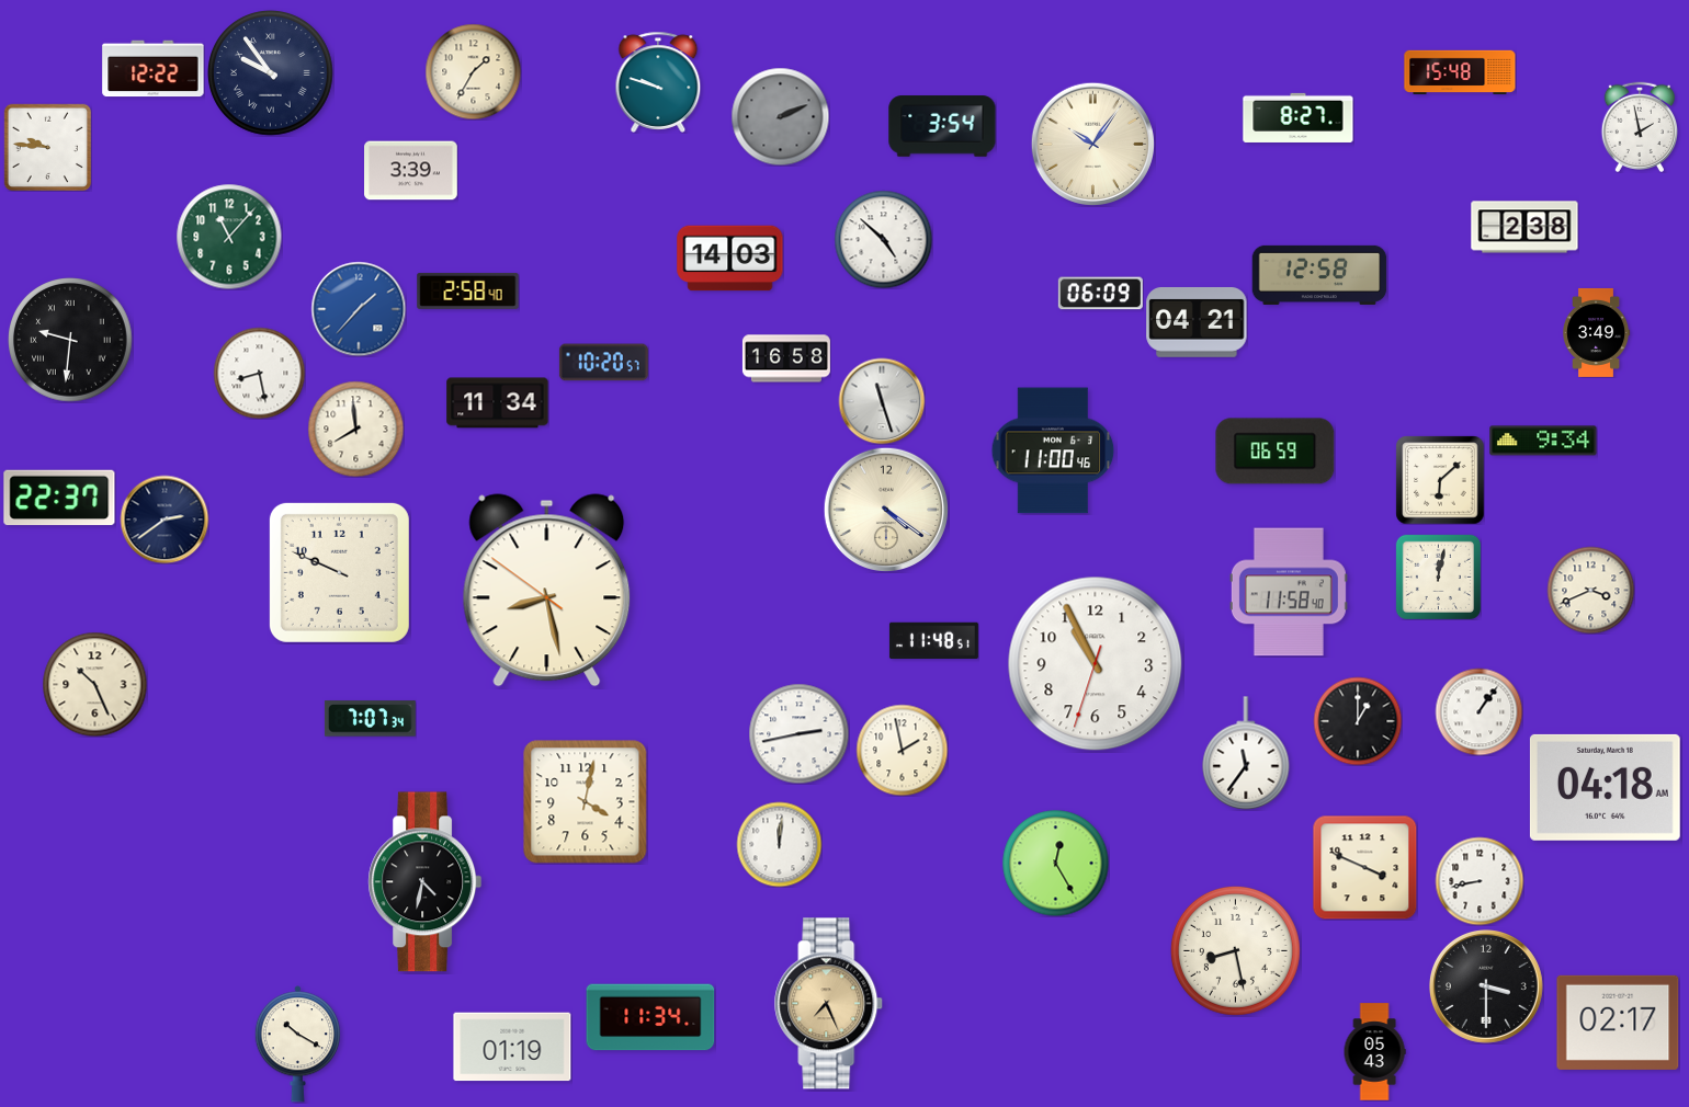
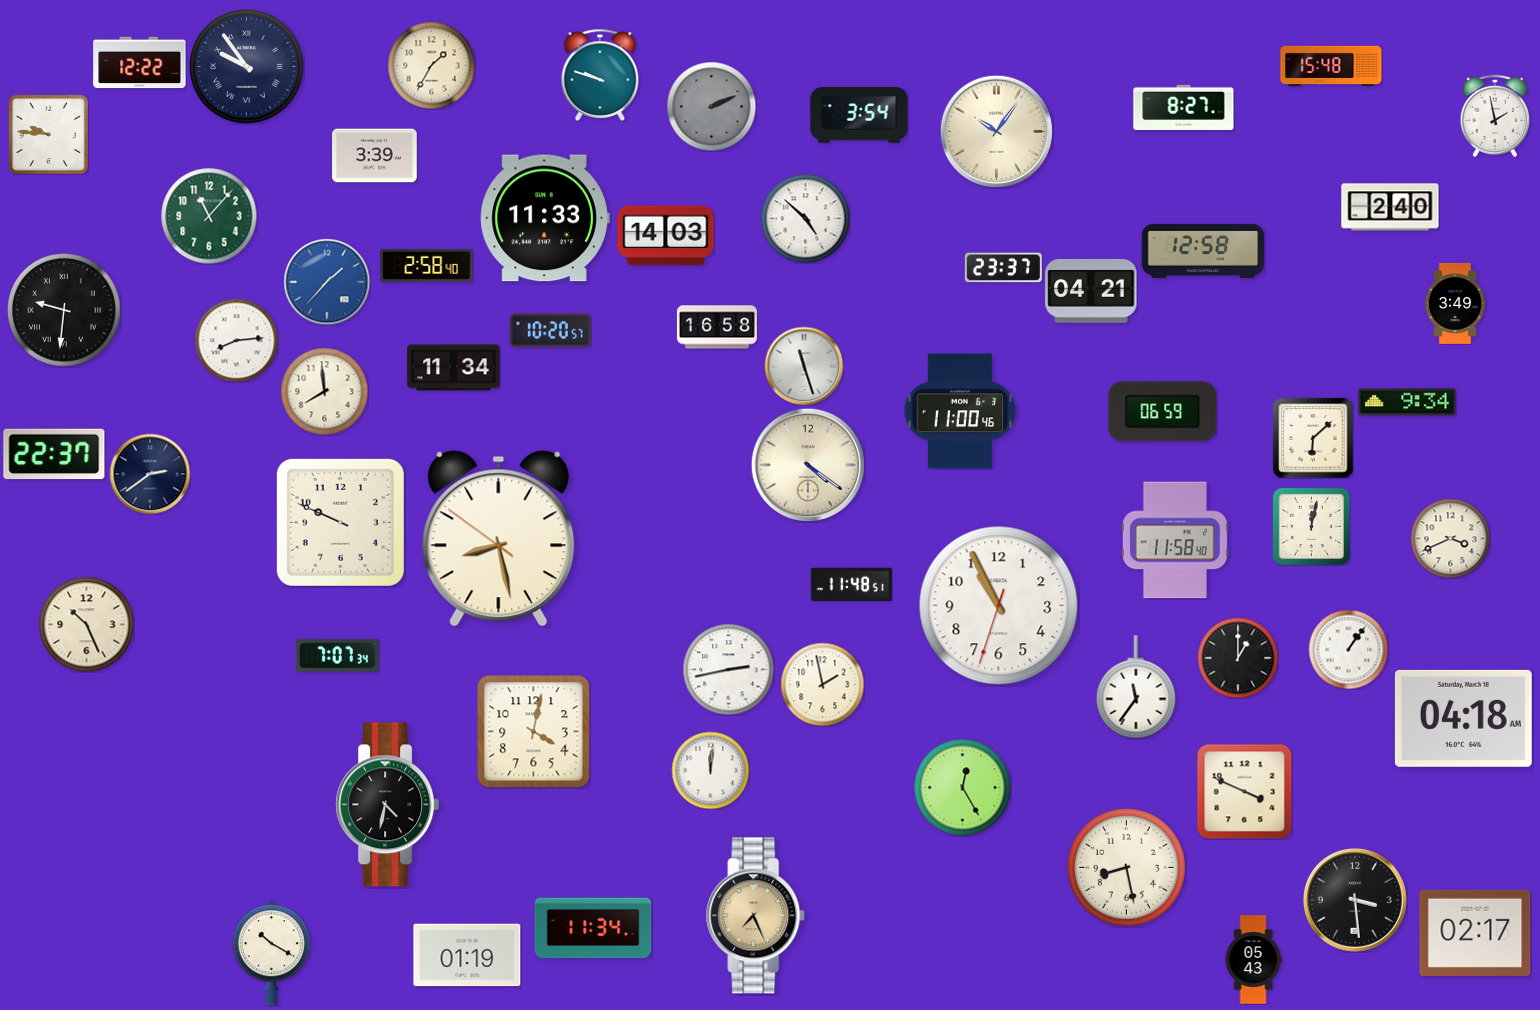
clock at (47, 147) position: (47, 147) -> (48, 134)
clock at (1524, 227): 2:38 -> 2:40
clock at (545, 218): none -> 11:33
clock at (1100, 294): 06:09 -> 23:37
clock at (1197, 322) position: (1197, 322) -> (1091, 291)
clock at (259, 373): 8:28 -> 8:14
clock at (339, 572) position: (339, 572) -> (340, 522)
clock at (1480, 881): 8:43 -> none
clock at (1486, 986): 3:30 -> 3:29
